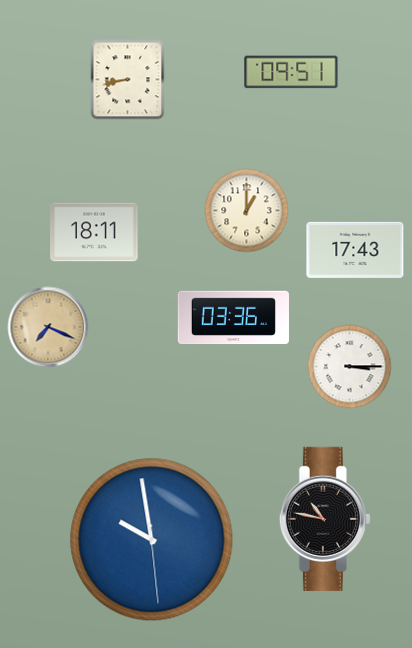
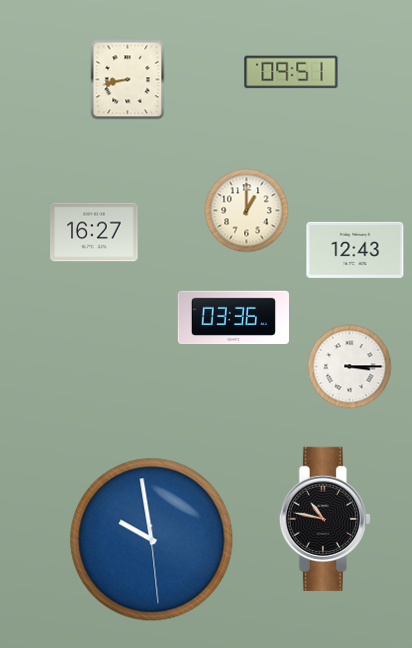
clock at (94, 232): 18:11 -> 16:27
clock at (355, 250): 17:43 -> 12:43
clock at (48, 327): 7:19 -> none
